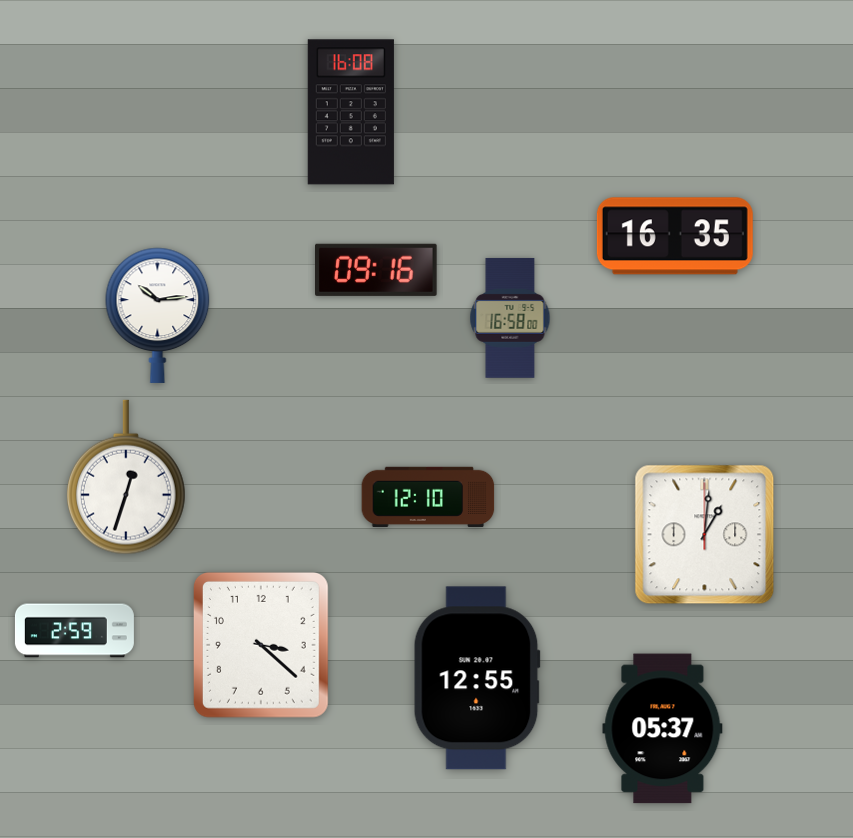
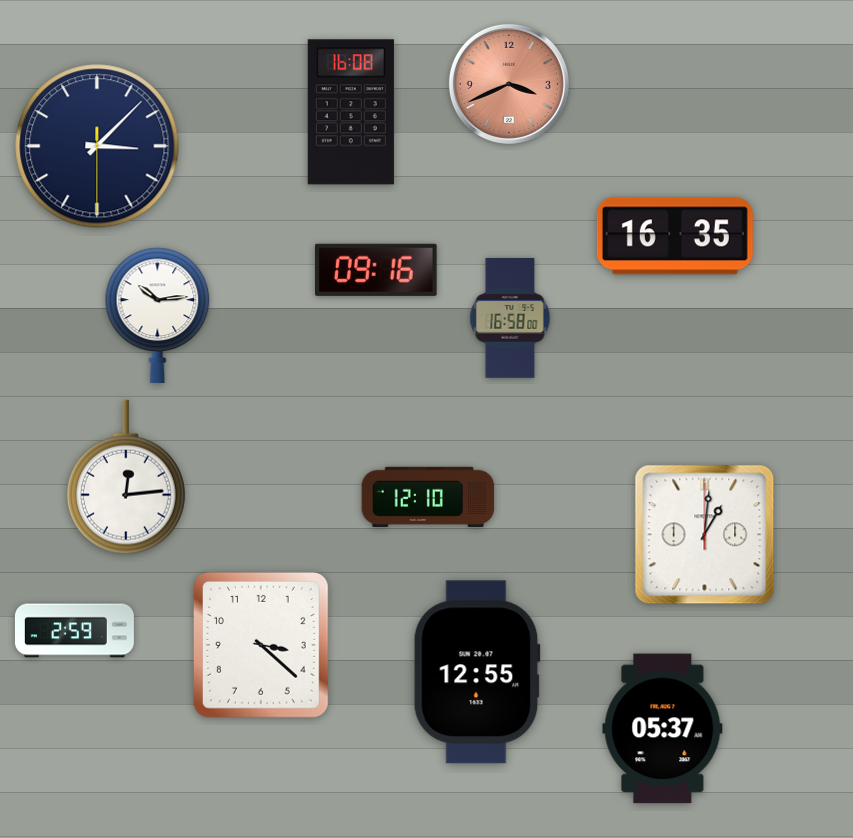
clock at (509, 84): none -> 3:41
clock at (97, 146): none -> 3:07
clock at (126, 477): 12:33 -> 12:14
clock at (477, 678) position: (477, 678) -> (477, 672)
